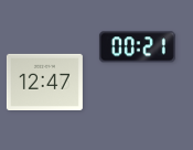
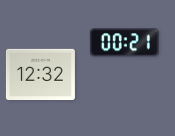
clock at (44, 82): 12:47 -> 12:32
